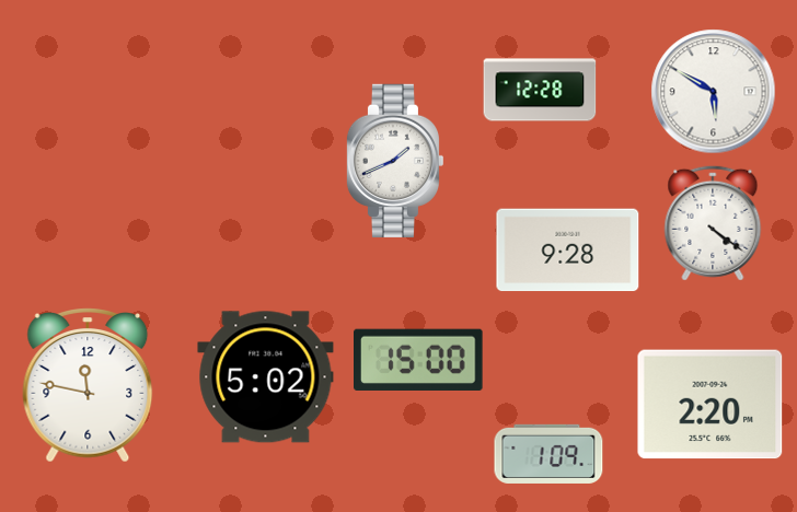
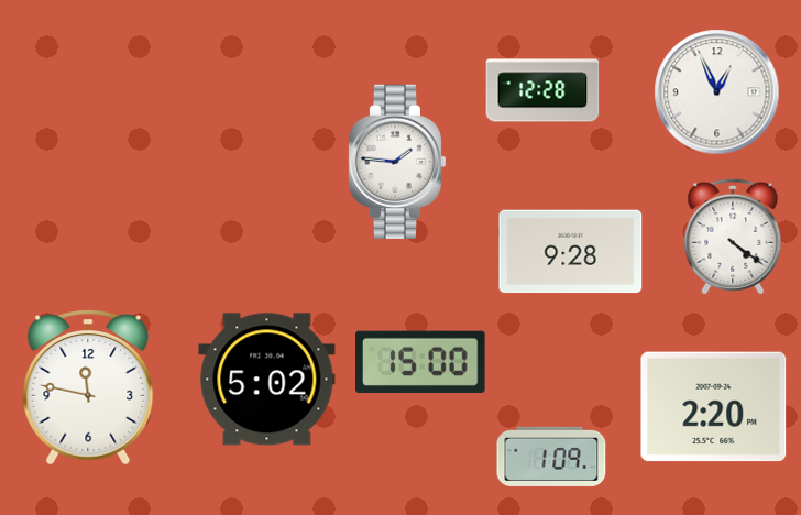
clock at (714, 92): 5:50 -> 12:56
clock at (394, 161): 1:41 -> 1:46
clock at (713, 223) position: (713, 223) -> (733, 237)
